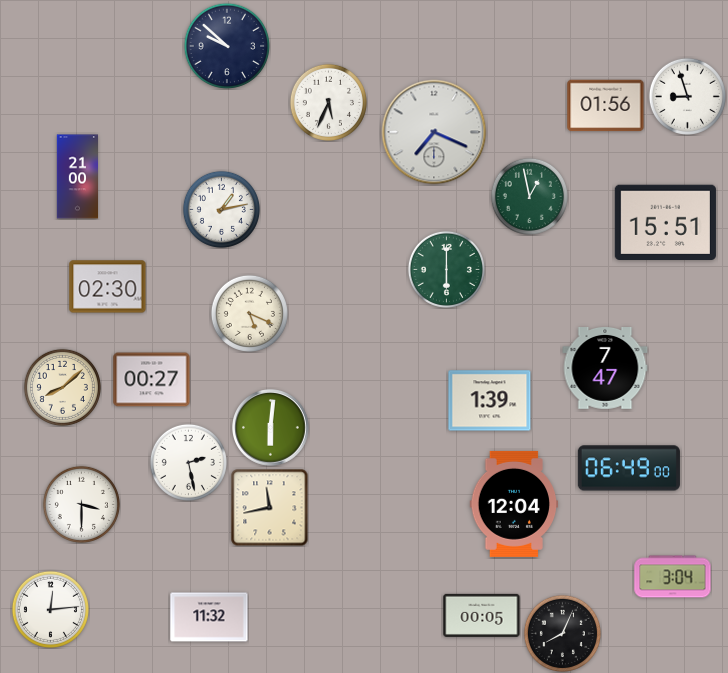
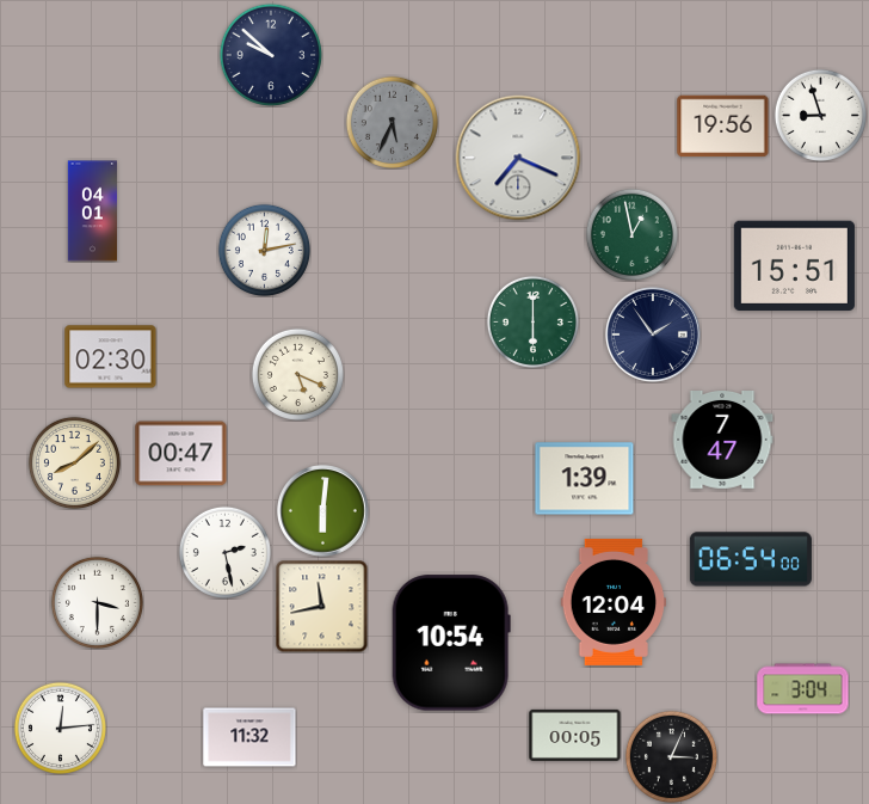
clock at (328, 102) dial: white -> grey
clock at (606, 106): 01:56 -> 19:56
clock at (78, 177): 21:00 -> 04:01
clock at (221, 209): 1:13 -> 12:13
clock at (653, 335): none -> 1:54
clock at (108, 287) position: (108, 287) -> (111, 357)
clock at (152, 380): 00:27 -> 00:47
clock at (629, 468): 06:49 -> 06:54
clock at (451, 643): none -> 10:54
clock at (562, 633): 8:04 -> 3:04
